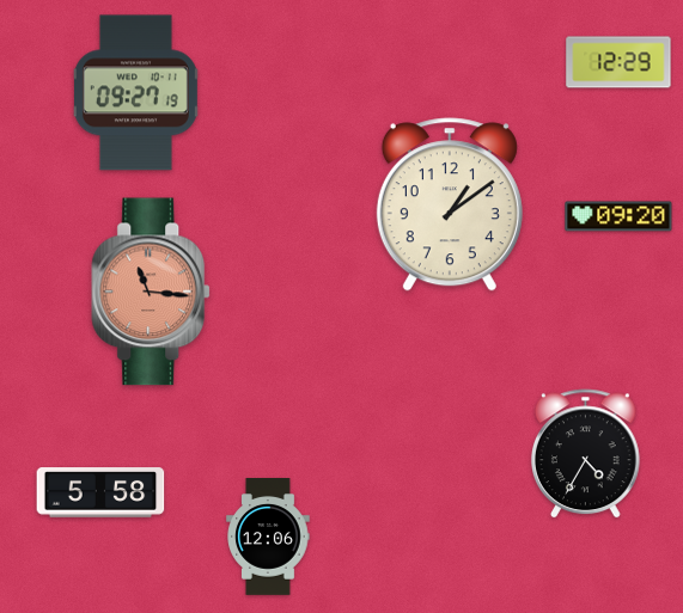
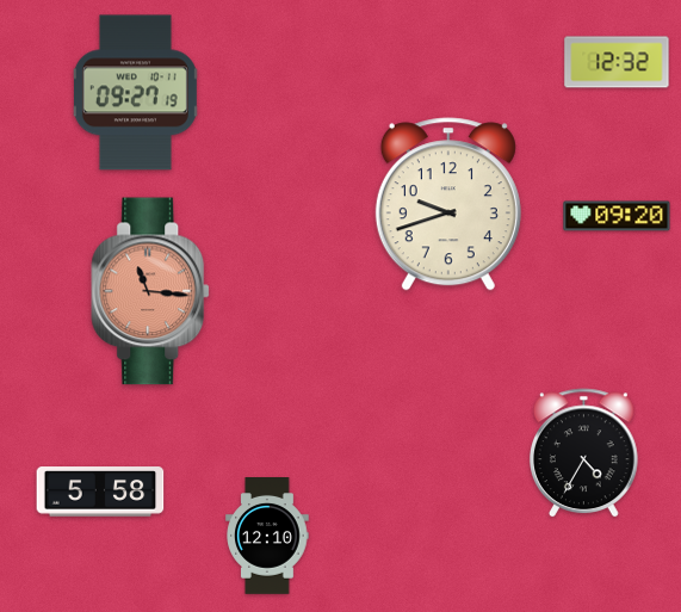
clock at (618, 62): 12:29 -> 12:32
clock at (450, 204): 1:09 -> 9:42
clock at (268, 538): 12:06 -> 12:10
